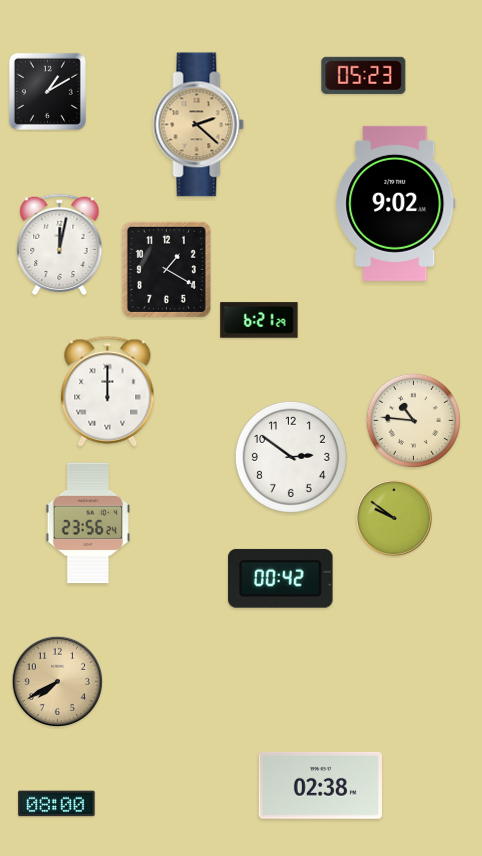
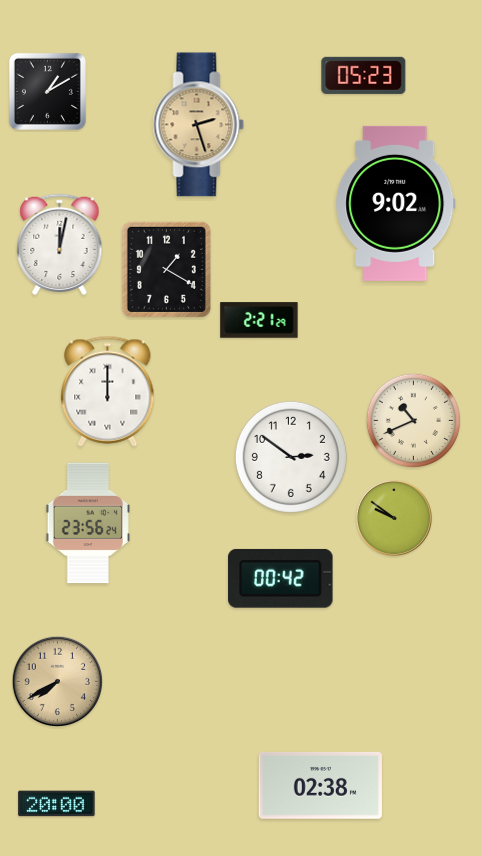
clock at (199, 125): 2:22 -> 2:27
clock at (259, 320): 6:21 -> 2:21
clock at (413, 420): 10:46 -> 10:41
clock at (57, 804): 08:00 -> 20:00
